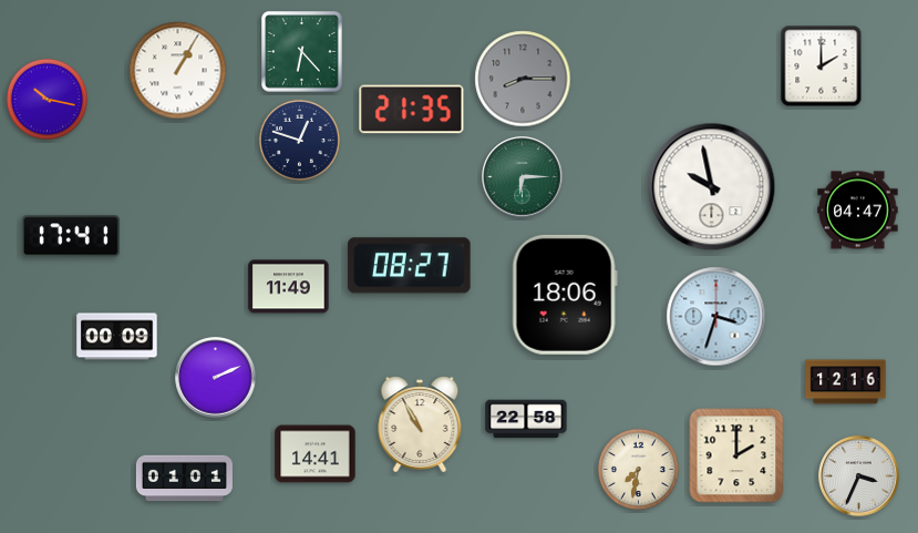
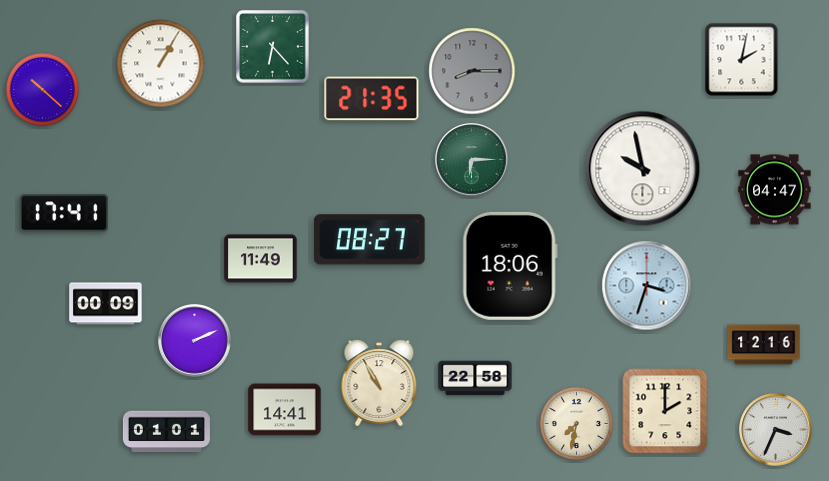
clock at (822, 66): 2:00 -> 2:02
clock at (47, 99): 10:17 -> 10:22
clock at (299, 140): 12:48 -> none
